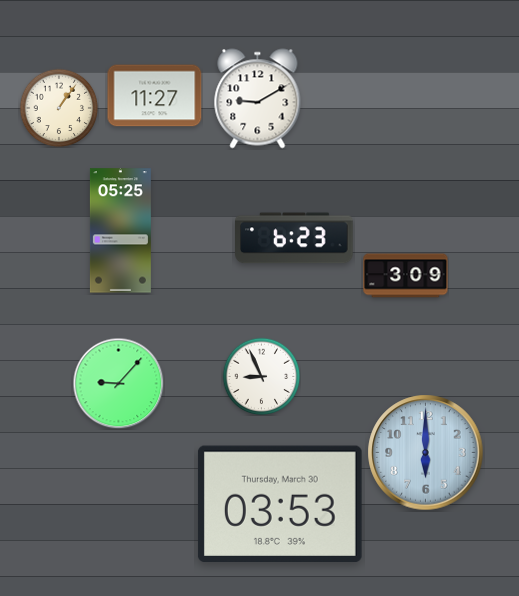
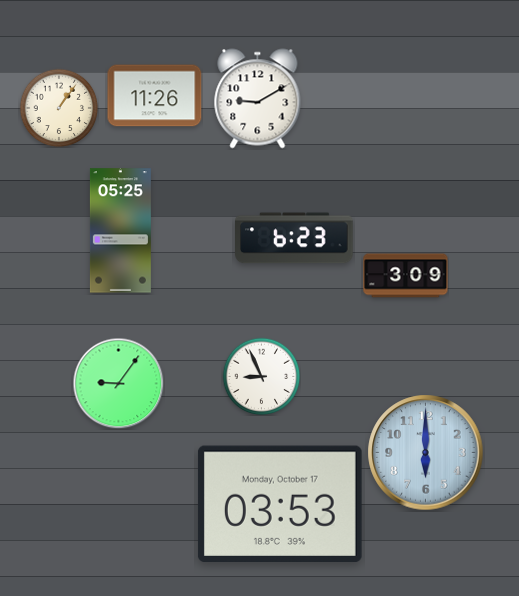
clock at (155, 96): 11:27 -> 11:26
clock at (118, 383): 9:07 -> 9:06
clock at (280, 504) date: Thursday, March 30 -> Monday, October 17
